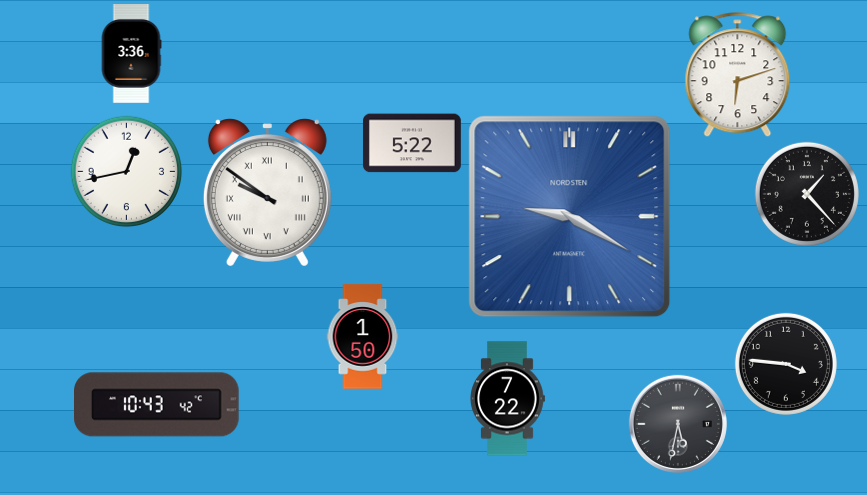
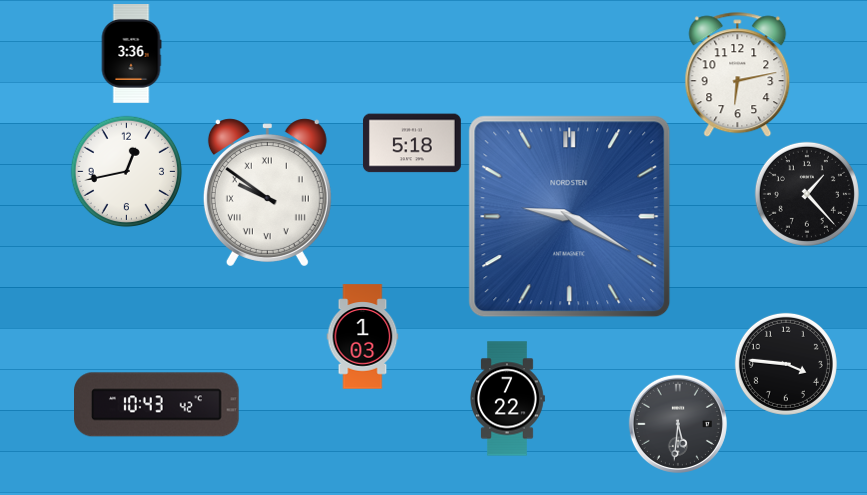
clock at (738, 75): 6:12 -> 6:13
clock at (412, 143): 5:22 -> 5:18
clock at (363, 337): 1:50 -> 1:03
clock at (678, 424): 5:32 -> 5:31
